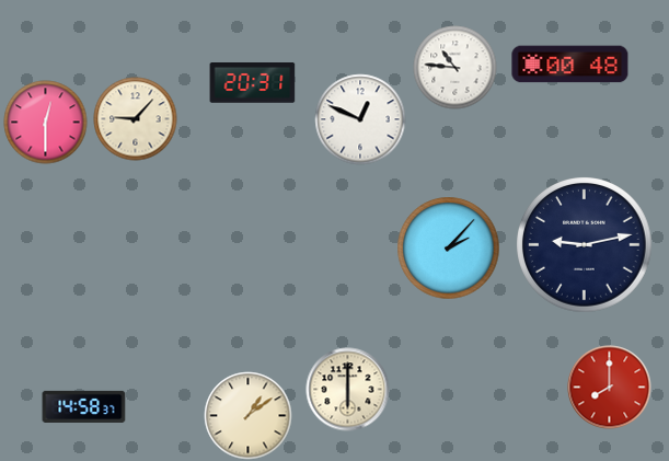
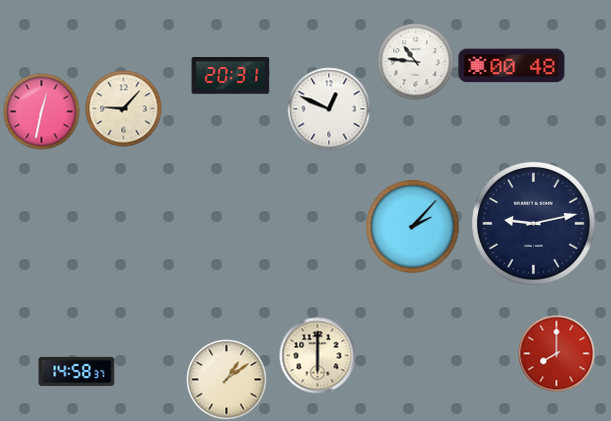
clock at (570, 65) position: (570, 65) -> (512, 66)
clock at (46, 123): 12:30 -> 12:32
clock at (449, 249) position: (449, 249) -> (413, 227)
